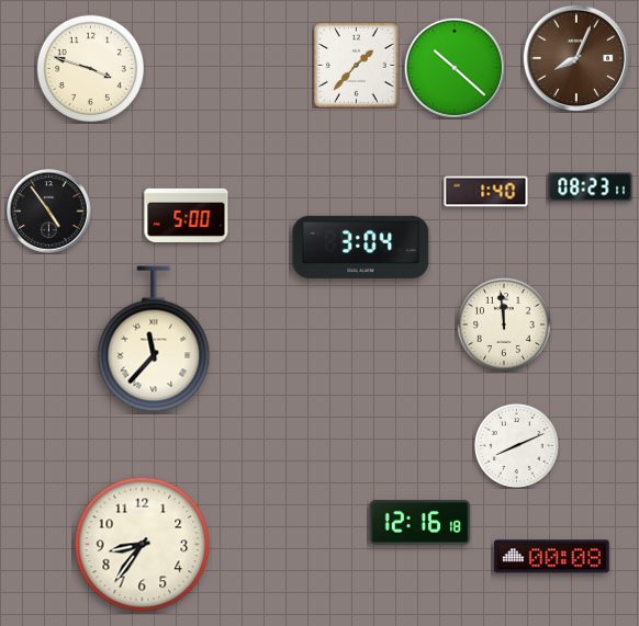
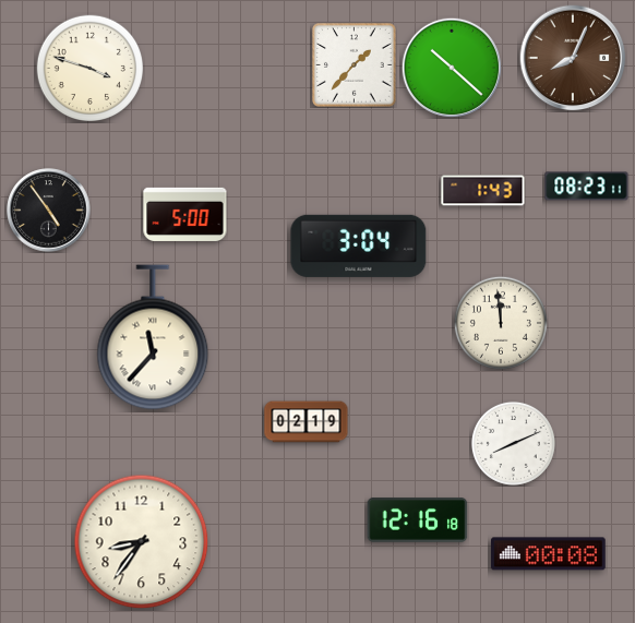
clock at (486, 192): 1:40 -> 1:43
clock at (307, 422): none -> 02:19
